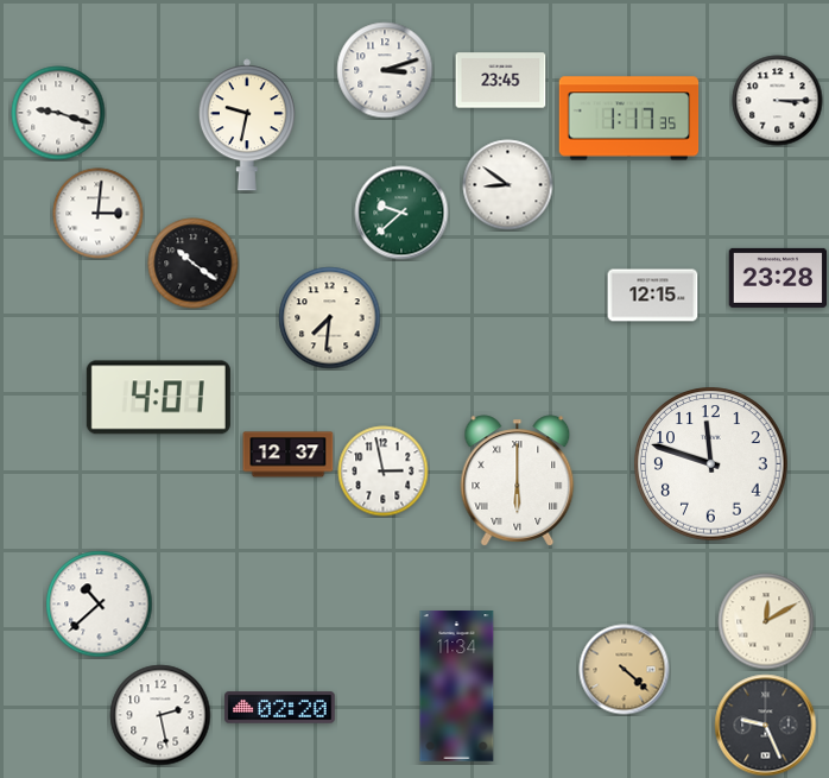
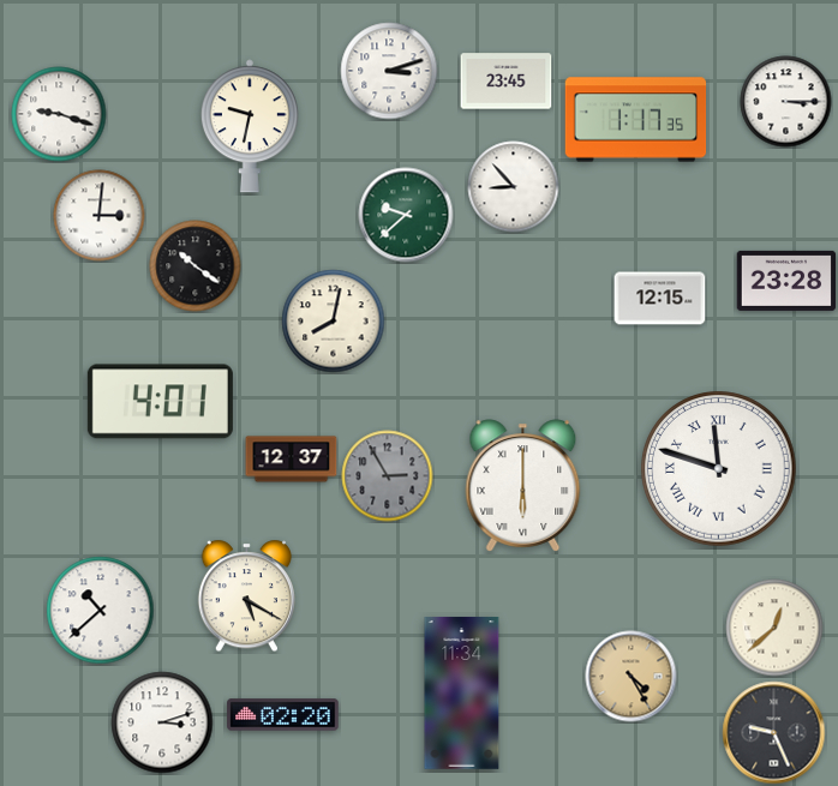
clock at (508, 185): 8:51 -> 8:53
clock at (330, 318): 7:31 -> 8:02
clock at (711, 464) numerals: Arabic -> Roman
clock at (384, 472): 2:58 -> 2:55
clock at (384, 472) dial: white -> grey
clock at (246, 596): none -> 5:20
clock at (766, 621): 12:10 -> 12:38
clock at (625, 670): 4:22 -> 4:25
clock at (160, 715): 2:28 -> 3:12
